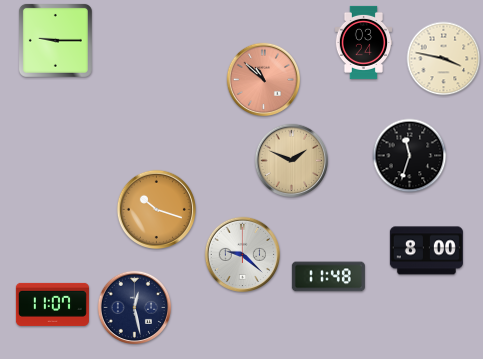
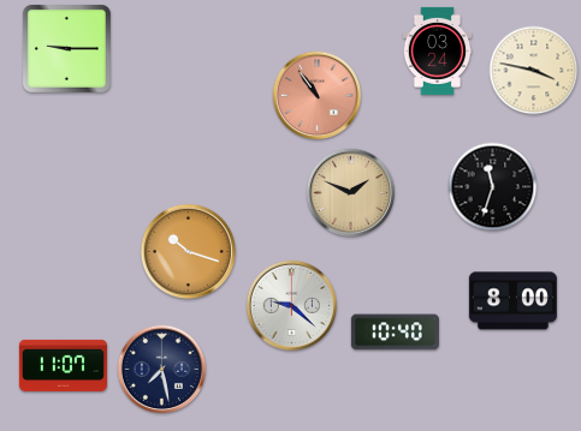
clock at (264, 80): 10:52 -> 10:54
clock at (328, 277): 11:48 -> 10:40
clock at (135, 308): 12:28 -> 7:28
